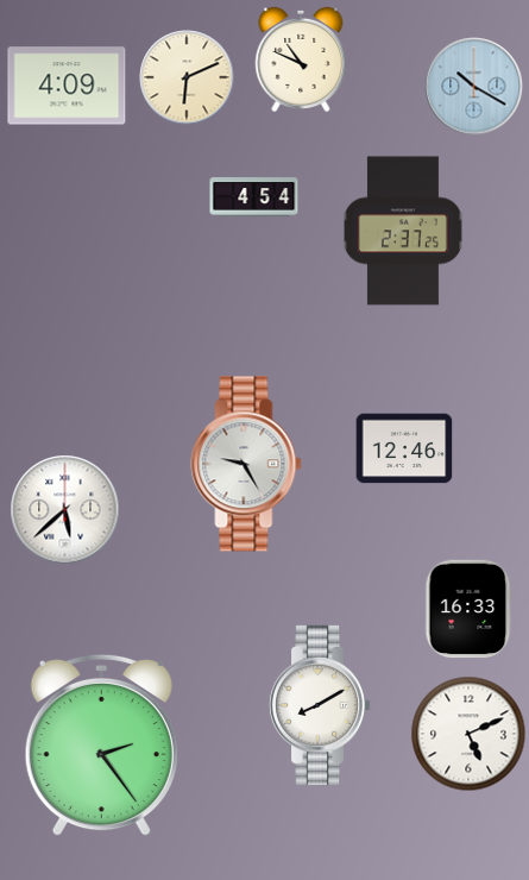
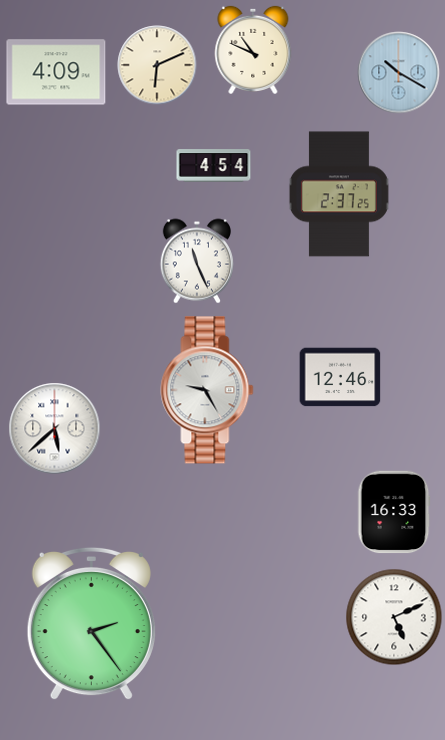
clock at (197, 261): none -> 11:26
clock at (321, 705): 8:10 -> none
clock at (101, 746) position: (101, 746) -> (91, 624)
